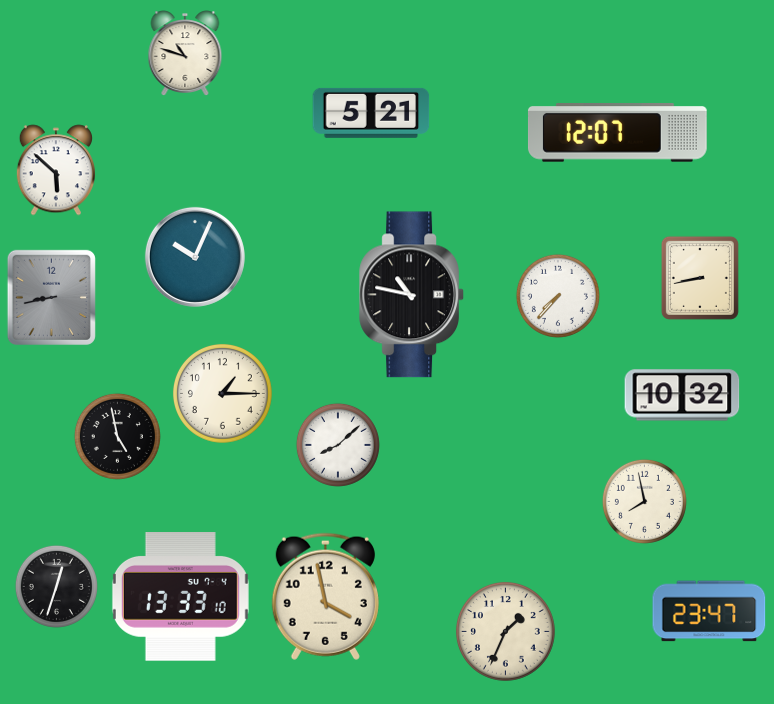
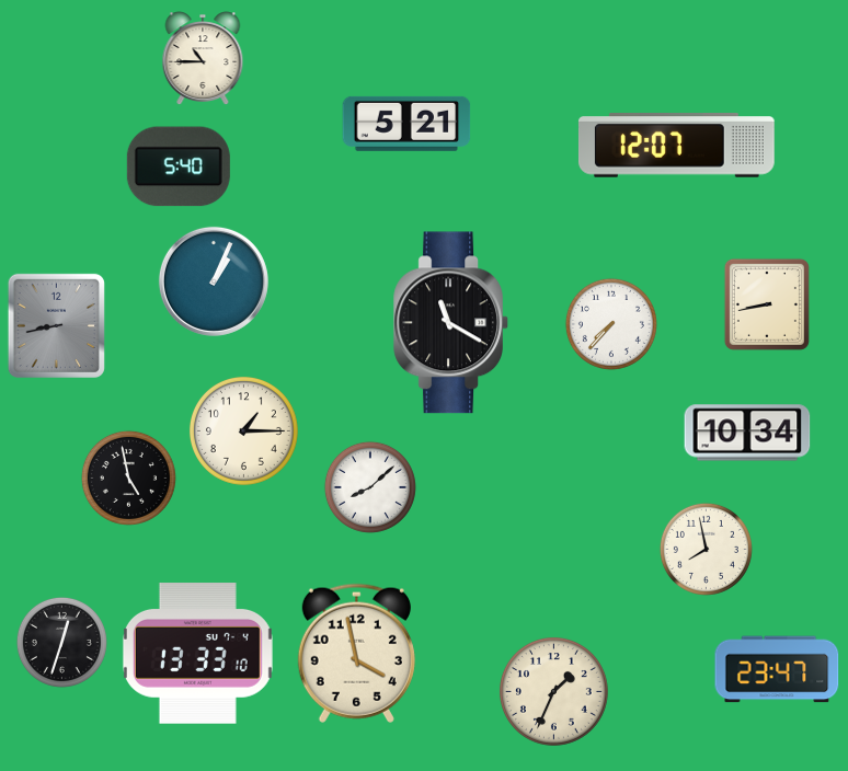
clock at (185, 53): 10:48 -> 10:45
clock at (179, 166): none -> 5:40
clock at (56, 170): 5:52 -> none
clock at (195, 257): 10:04 -> 1:04
clock at (412, 295): 10:47 -> 11:20
clock at (682, 395): 10:32 -> 10:34
